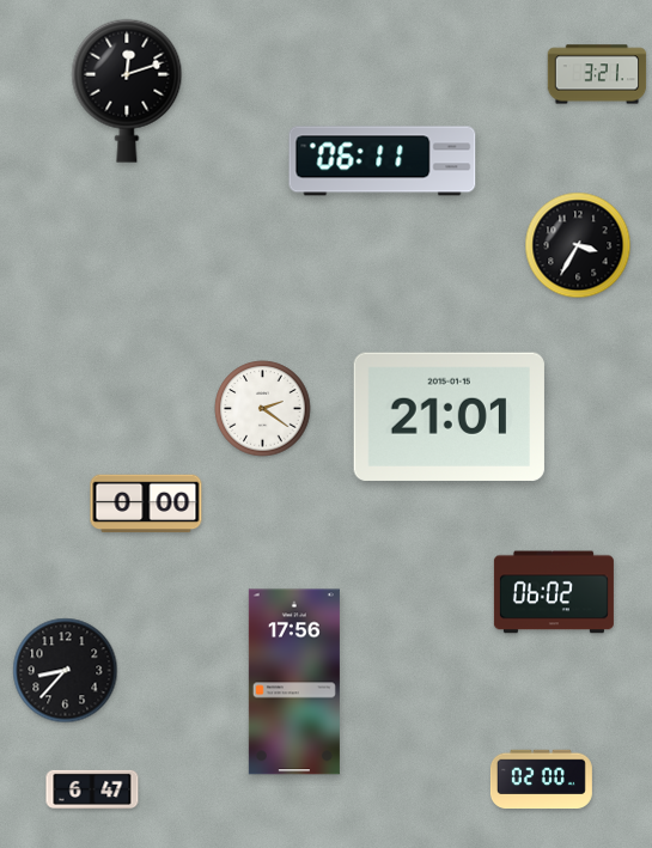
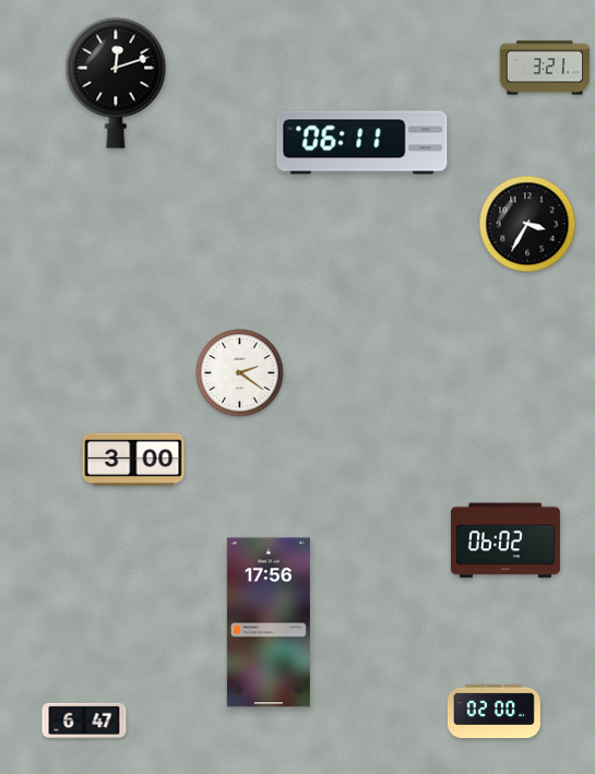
clock at (383, 161) position: (383, 161) -> (362, 143)
clock at (449, 416): 21:01 -> none
clock at (146, 504): 0:00 -> 3:00
clock at (66, 671): 8:37 -> none
